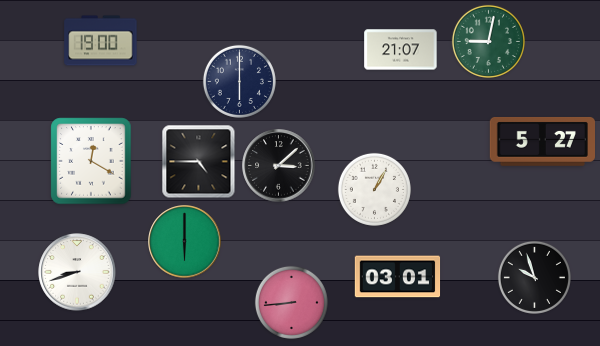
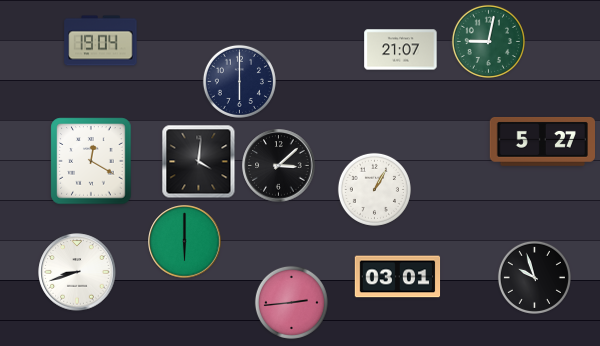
clock at (101, 41): 19:00 -> 19:04
clock at (199, 162): 4:45 -> 4:01
clock at (291, 302): 8:44 -> 2:44
